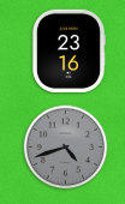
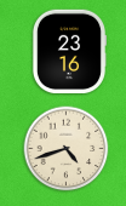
clock at (66, 148) dial: grey -> cream
